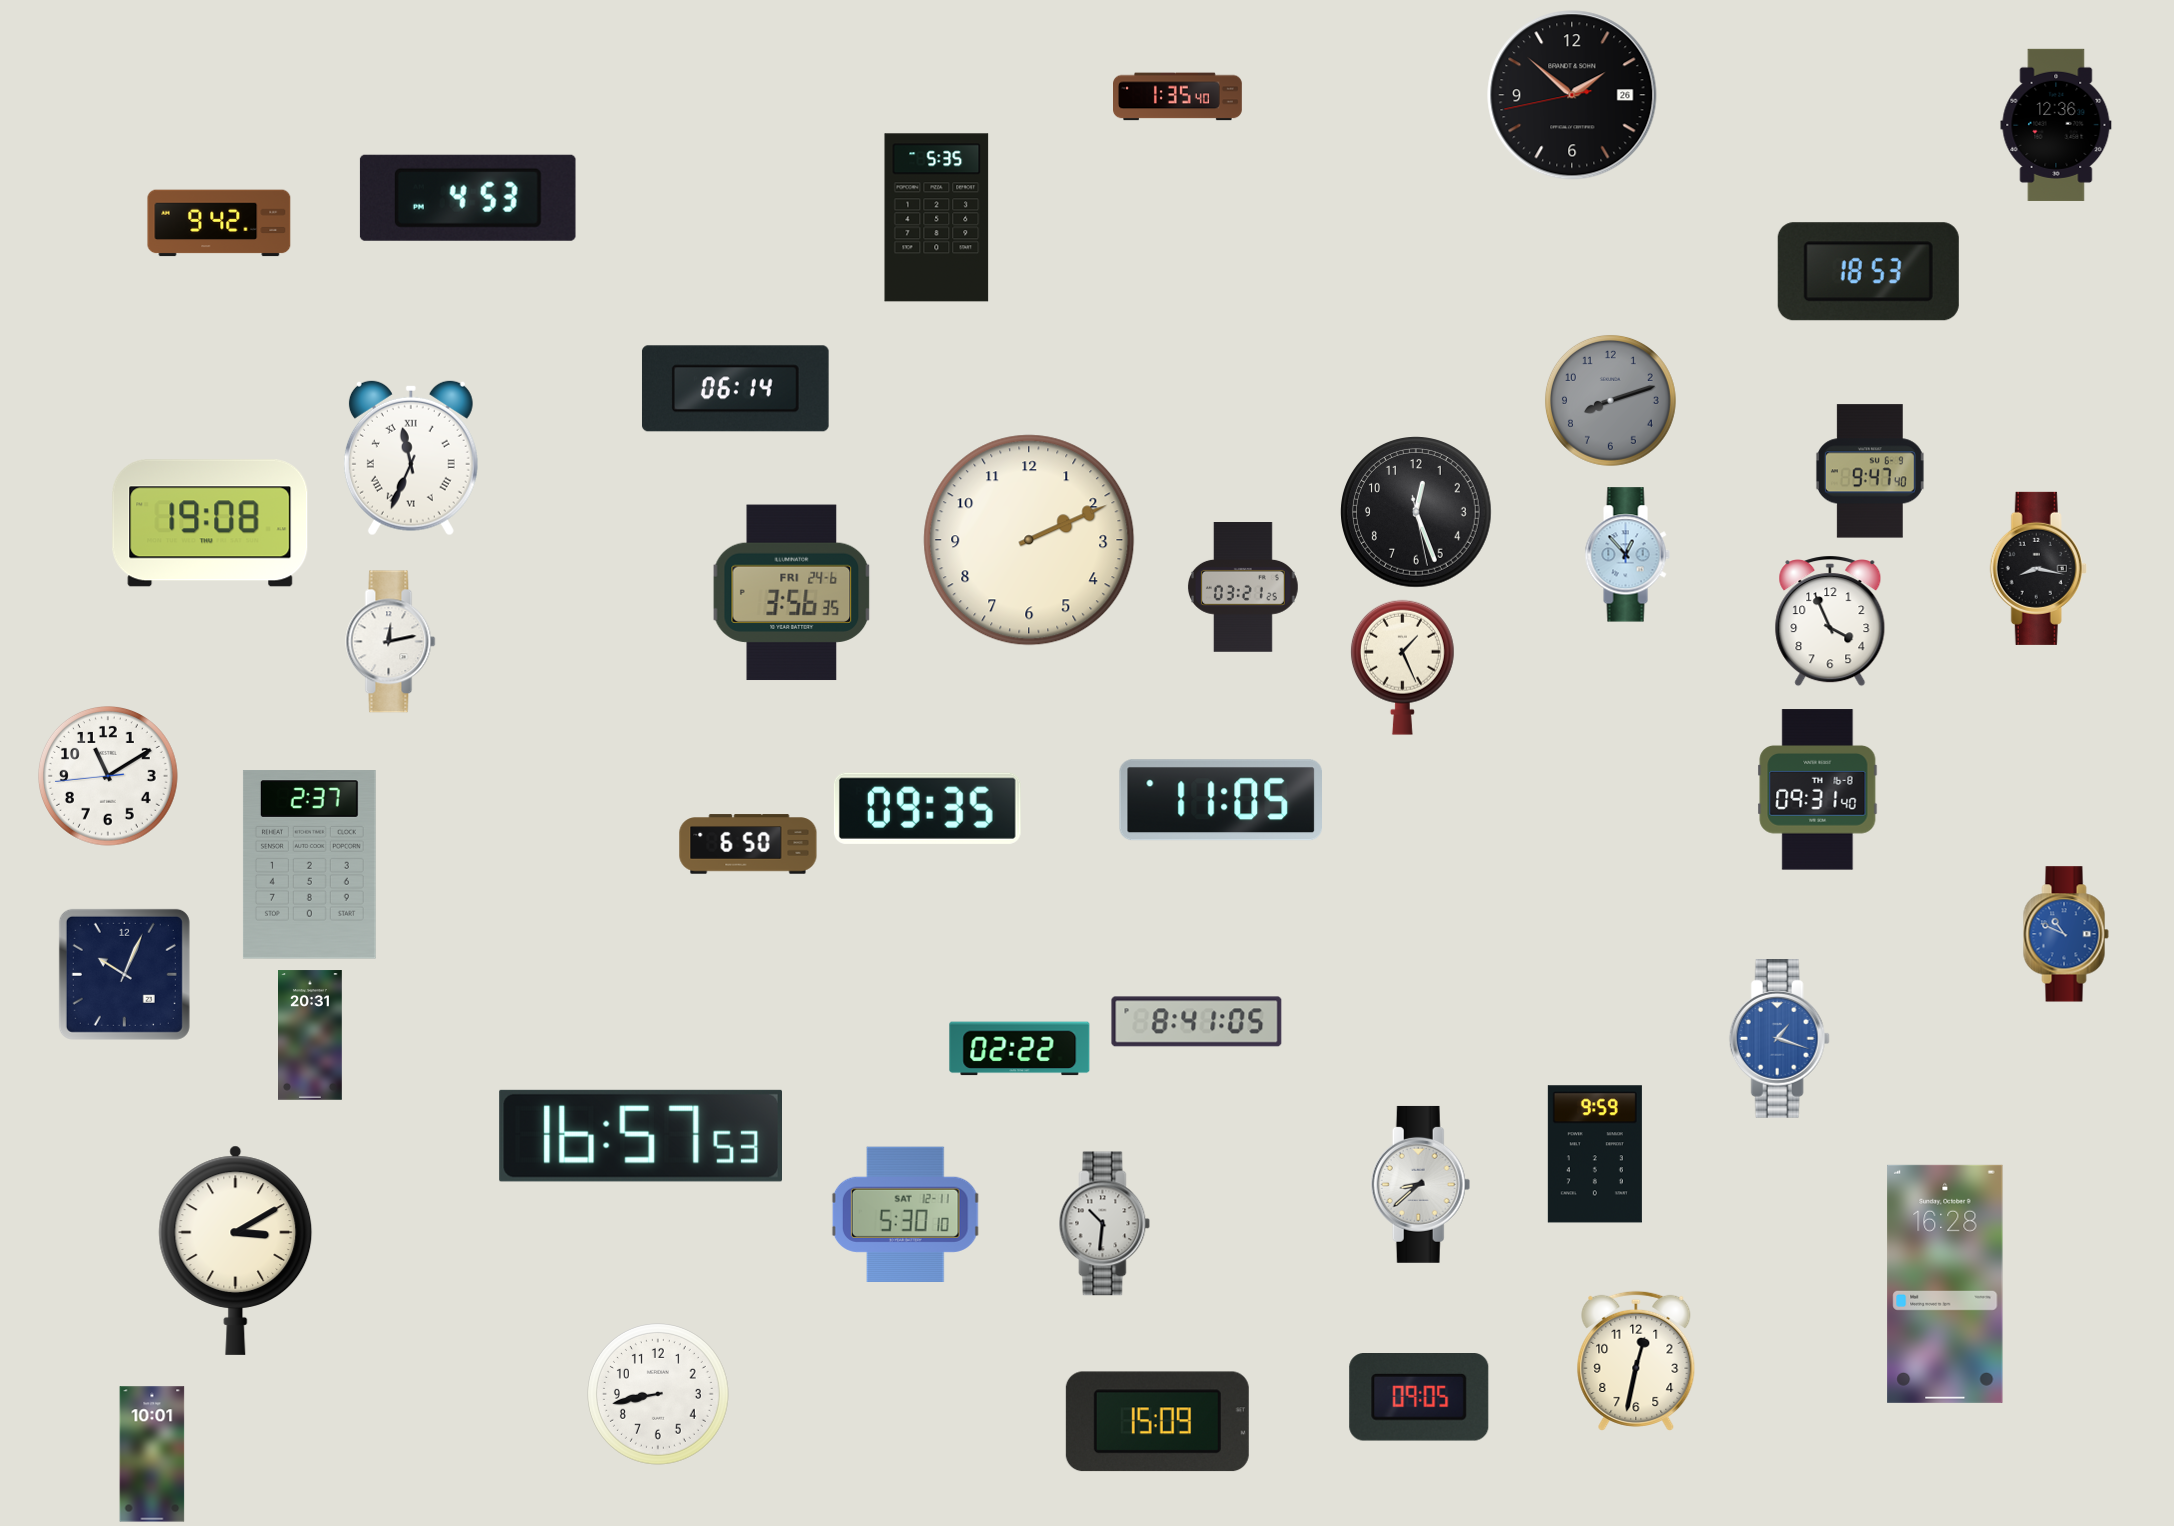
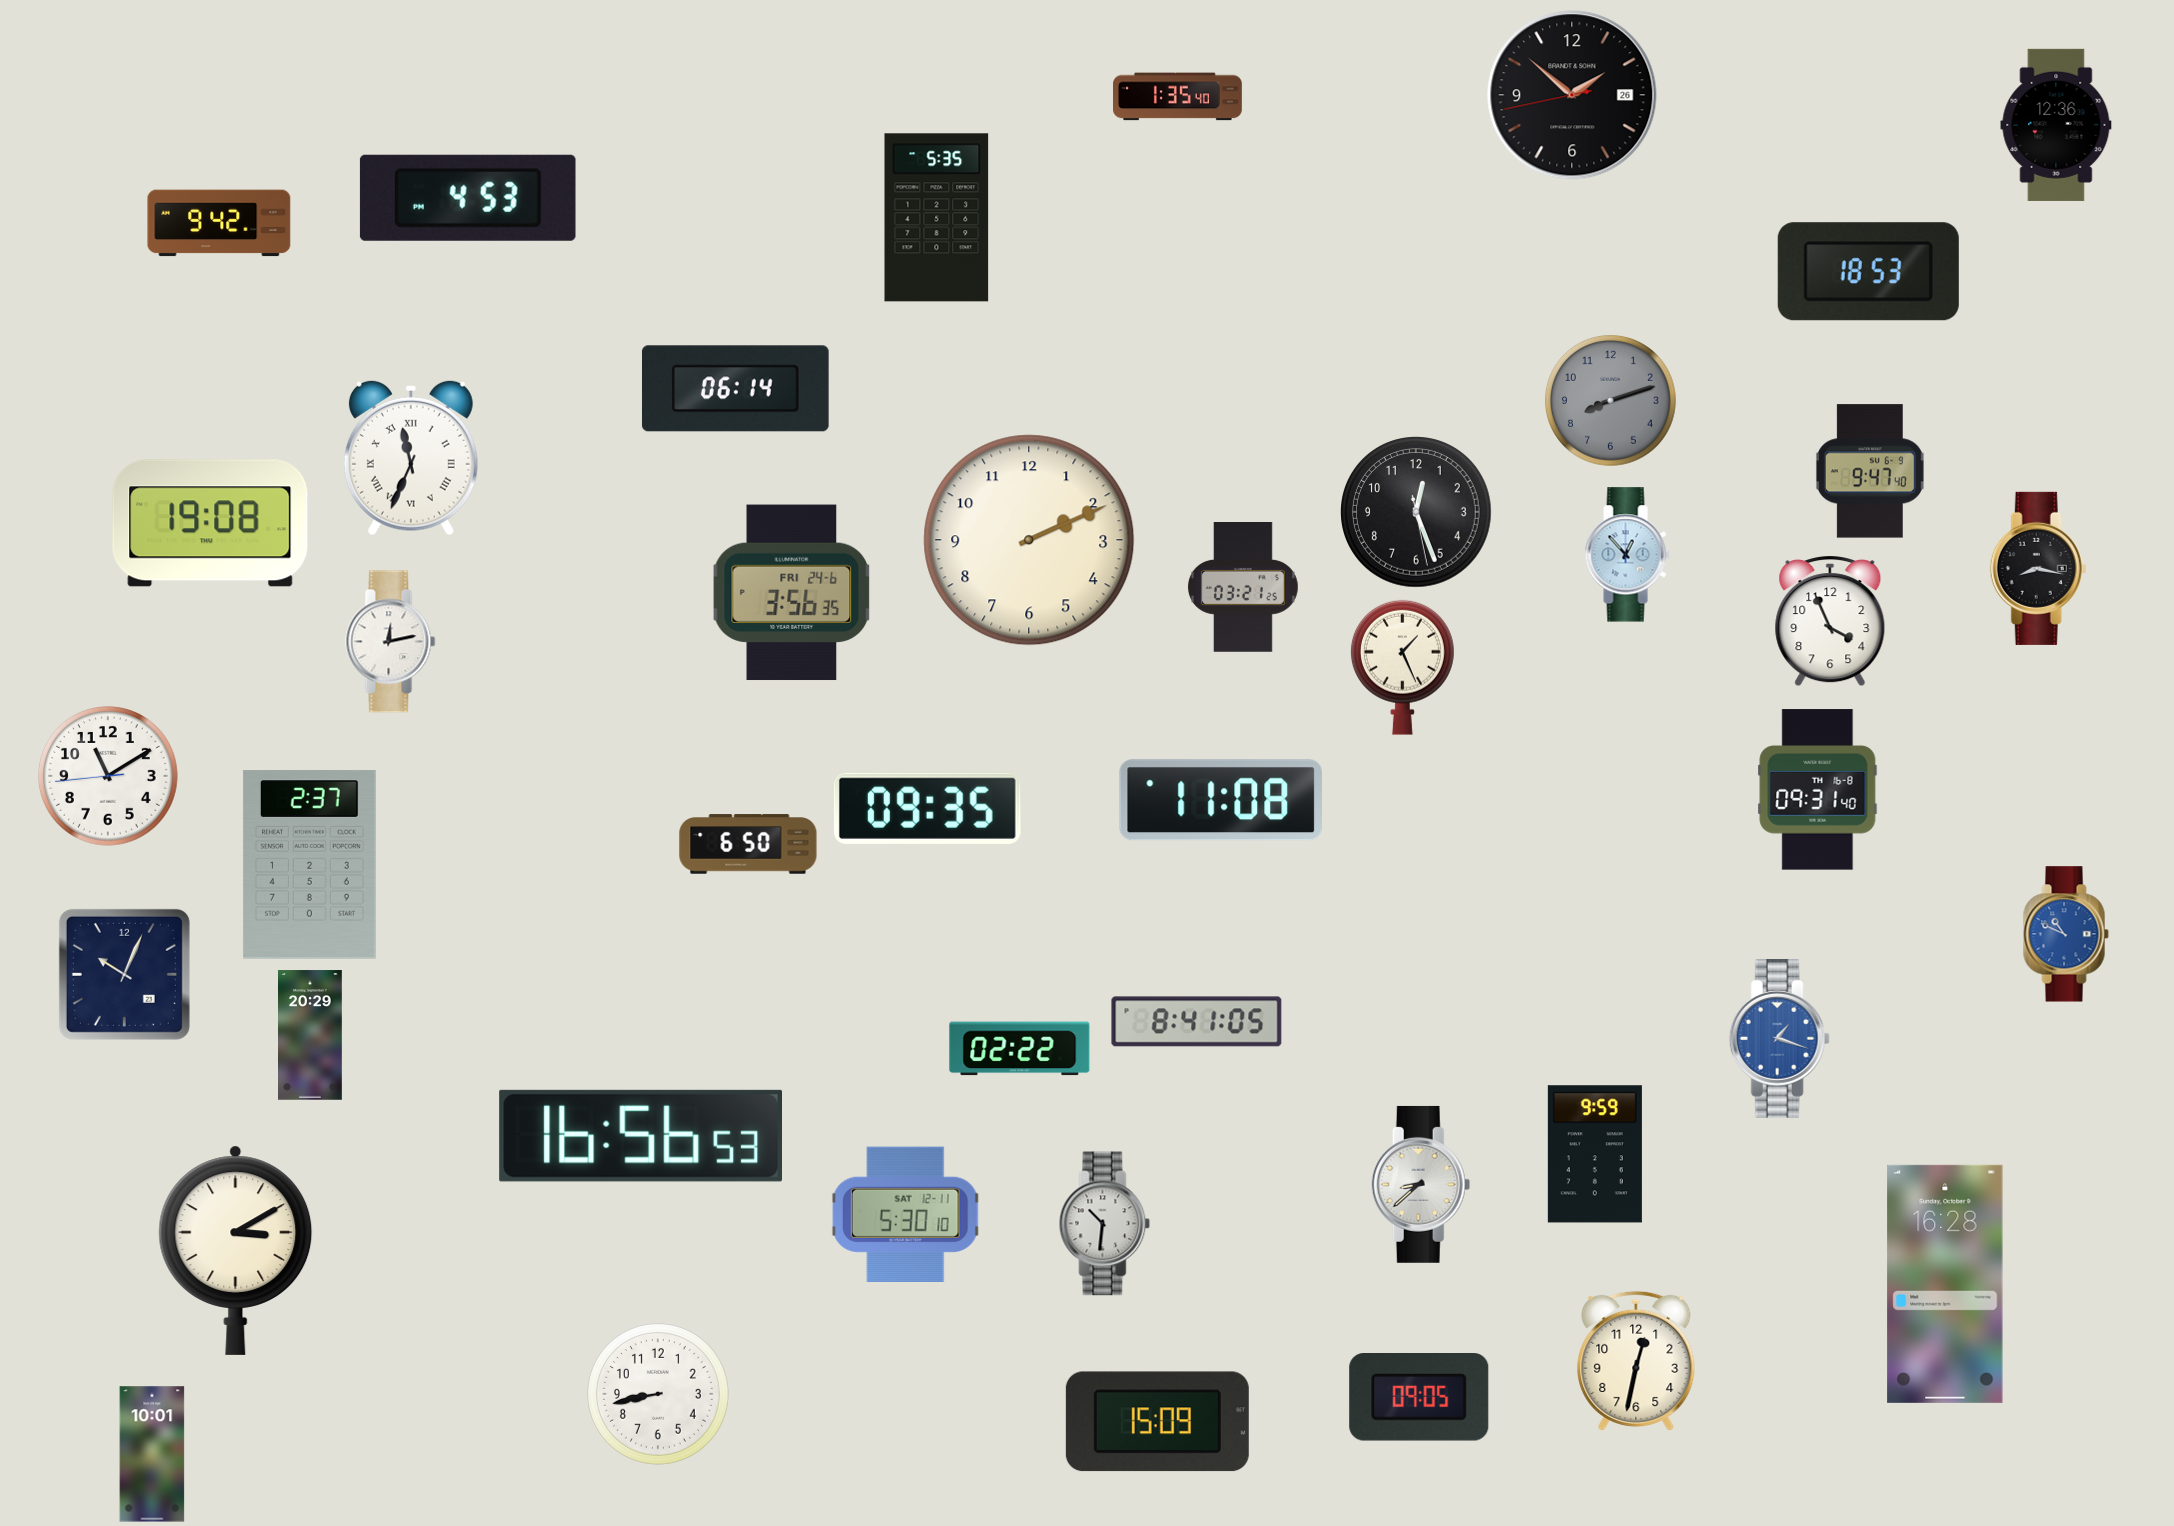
clock at (1220, 800): 11:05 -> 11:08
clock at (311, 1035): 20:31 -> 20:29
clock at (640, 1136): 16:57 -> 16:56
